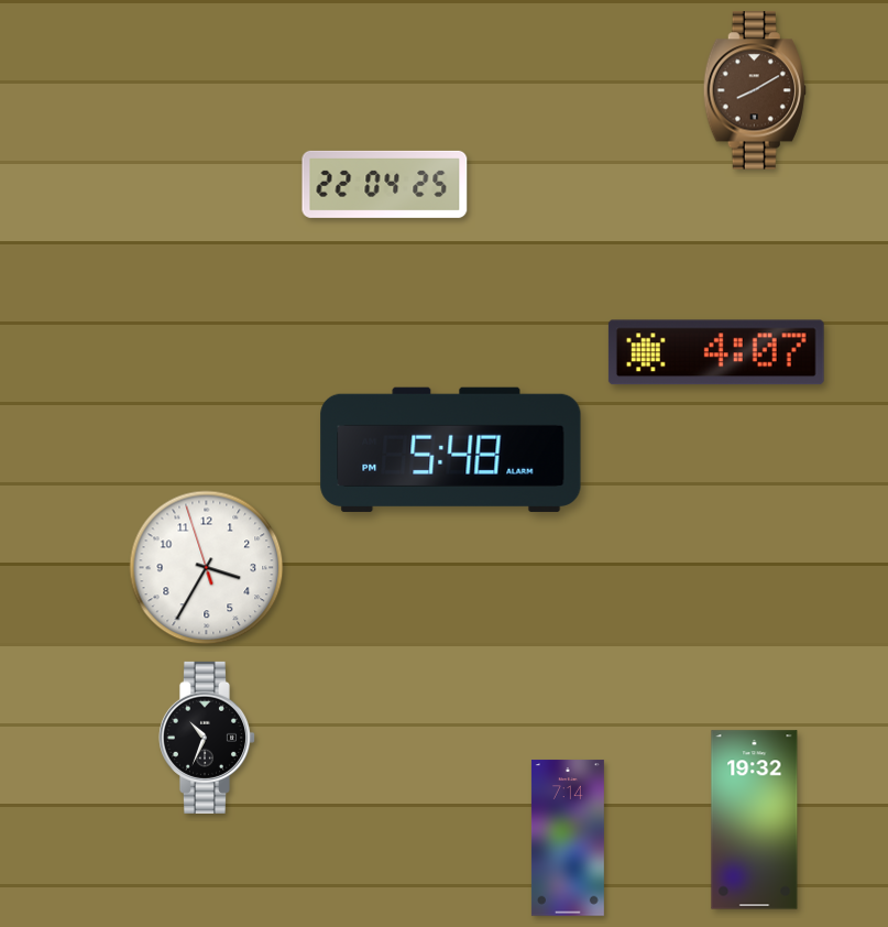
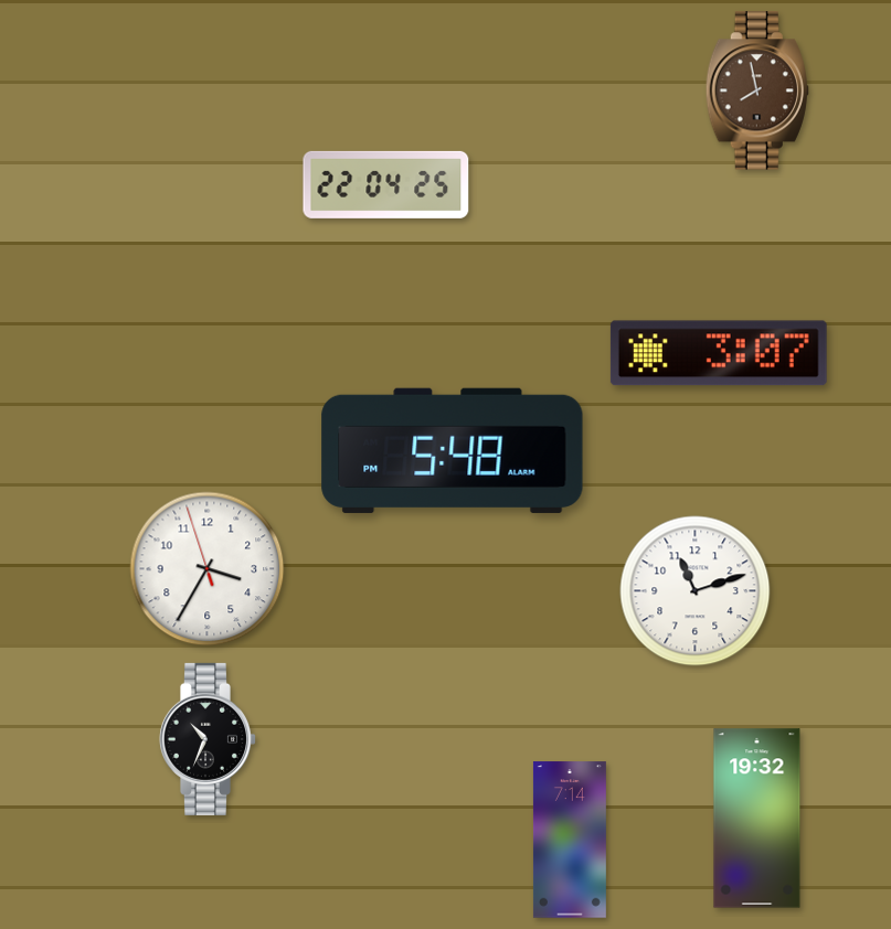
clock at (755, 90): 8:10 -> 7:58
clock at (716, 352): 4:07 -> 3:07
clock at (696, 591): none -> 11:12
clock at (755, 820) position: (755, 820) -> (757, 819)
